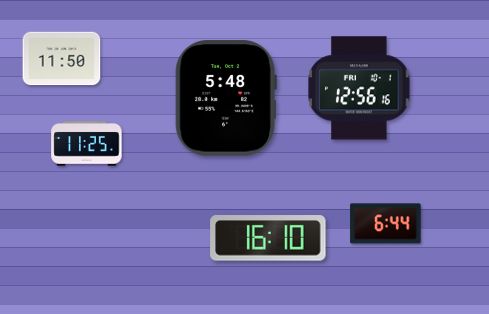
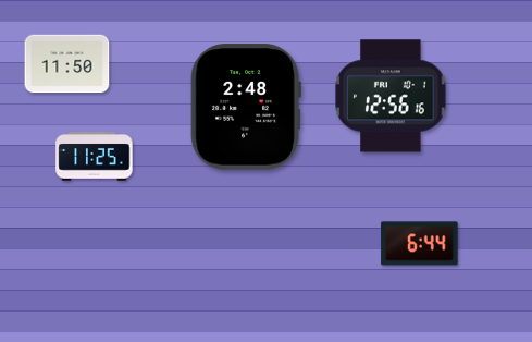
clock at (226, 98): 5:48 -> 2:48
clock at (268, 238): 16:10 -> none
